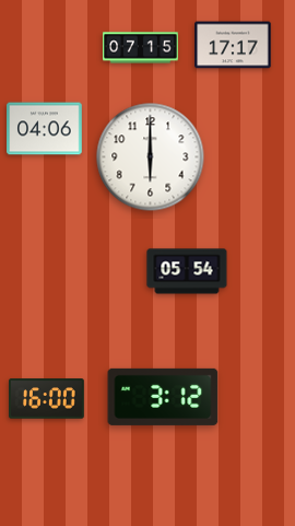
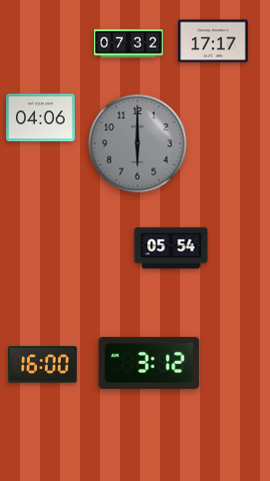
clock at (141, 48): 07:15 -> 07:32
clock at (151, 157) dial: white -> grey
